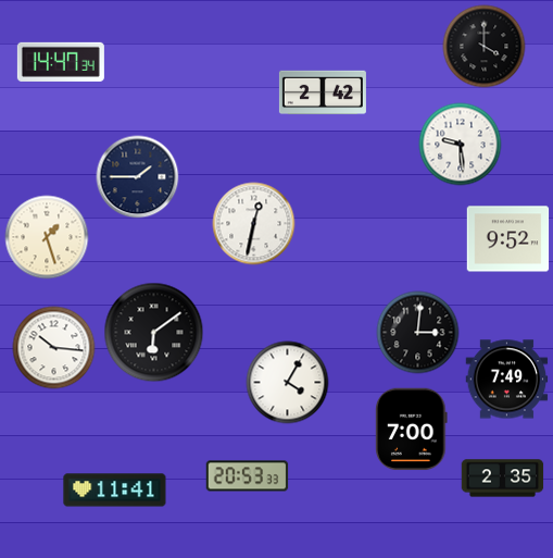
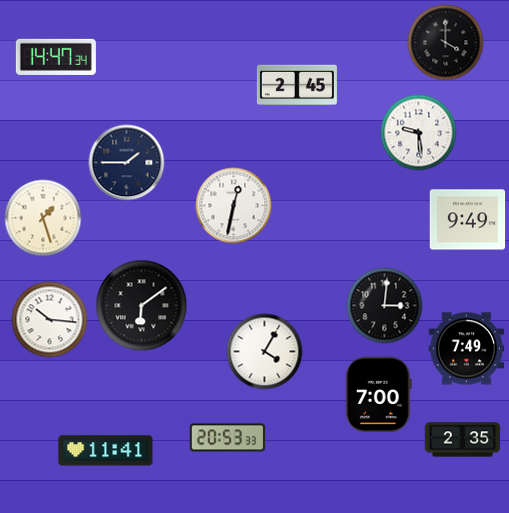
clock at (323, 92): 2:42 -> 2:45
clock at (461, 145) position: (461, 145) -> (419, 133)
clock at (508, 239): 9:52 -> 9:49
